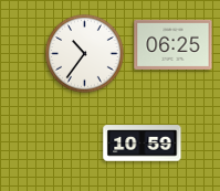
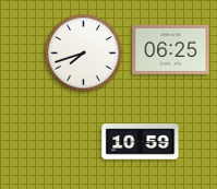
clock at (174, 44) position: (174, 44) -> (171, 49)
clock at (85, 54): 10:36 -> 7:42
